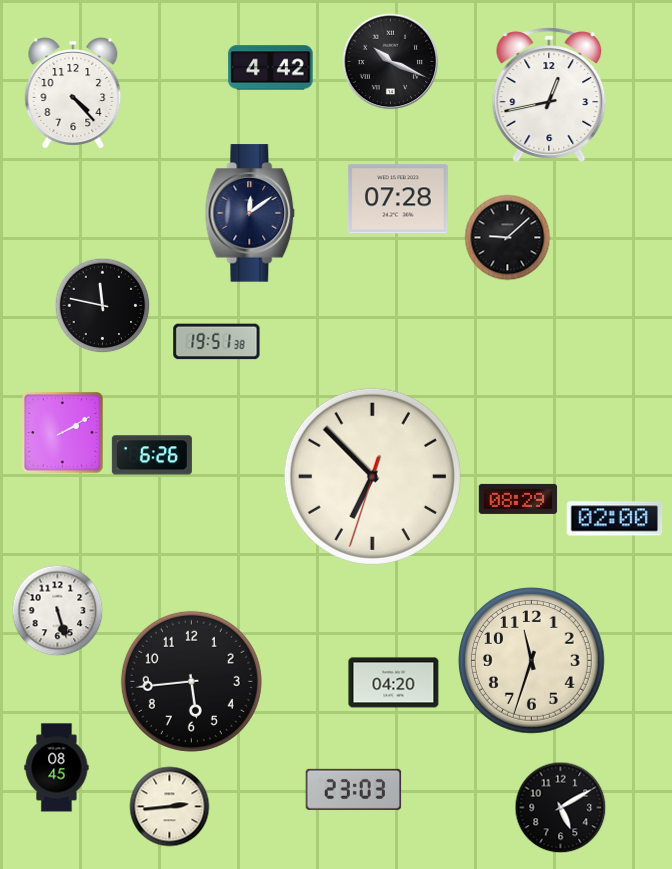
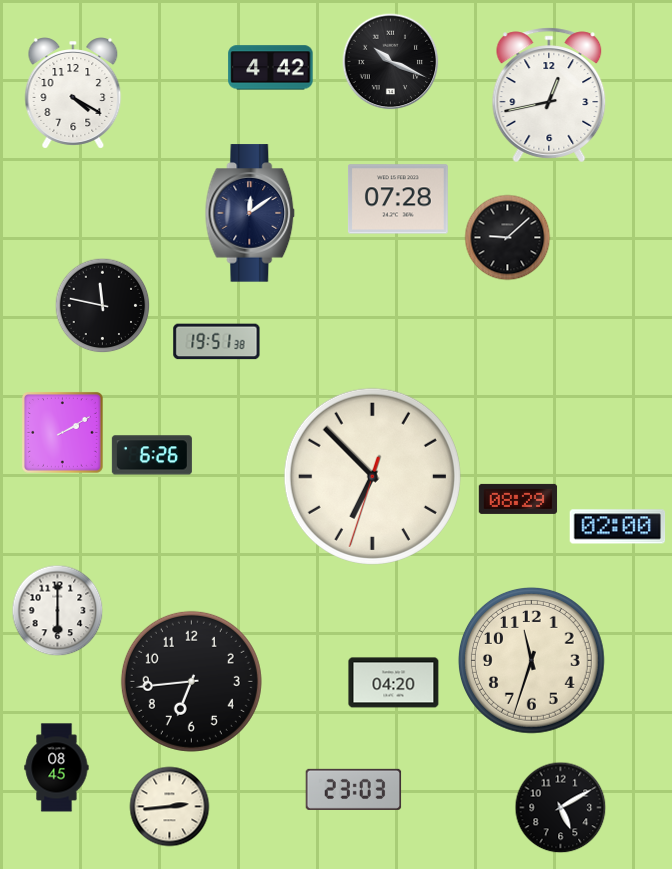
clock at (73, 93): 4:23 -> 4:20
clock at (615, 519) position: (615, 519) -> (618, 527)
clock at (58, 611): 5:27 -> 6:00
clock at (191, 681): 5:44 -> 6:44
